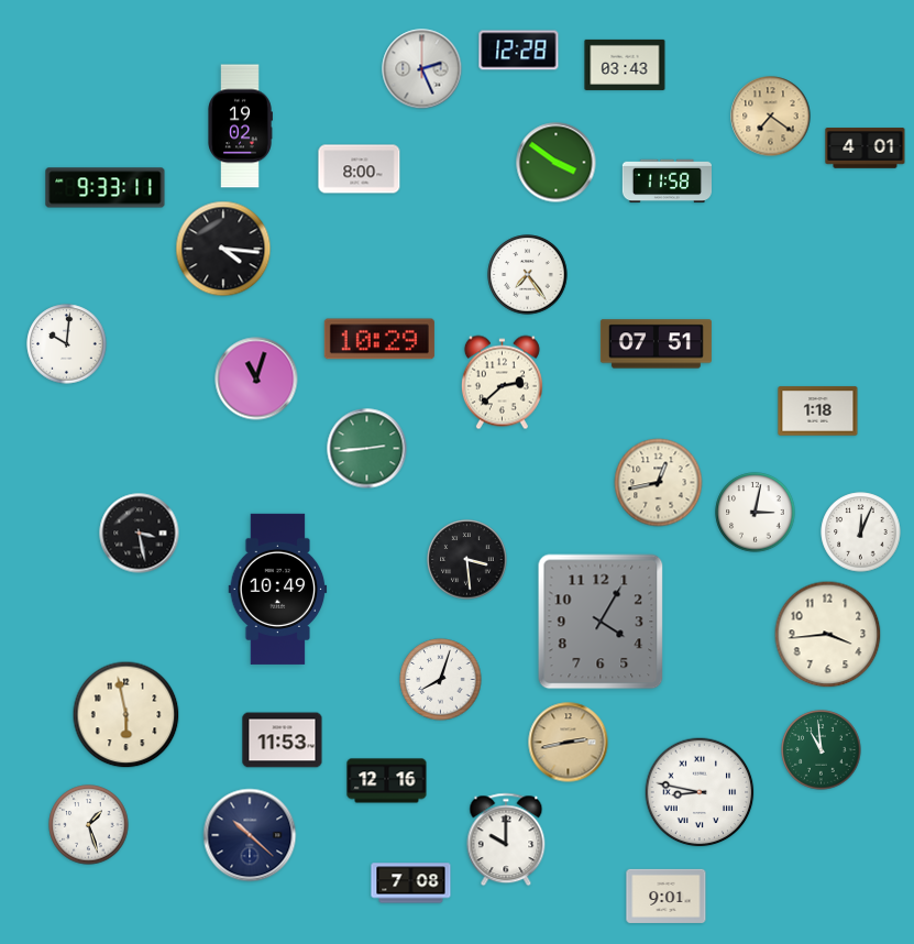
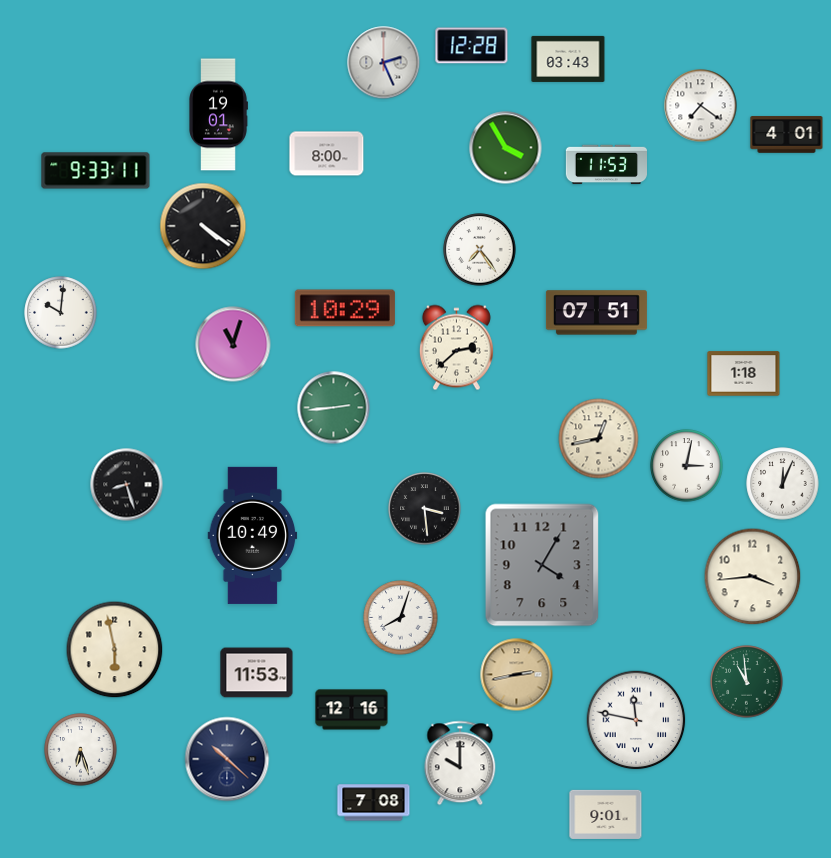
clock at (771, 117) dial: champagne -> white
clock at (240, 127): 19:02 -> 19:01
clock at (557, 163): 3:51 -> 3:55
clock at (667, 182): 11:58 -> 11:53
clock at (223, 249): 4:16 -> 4:21
clock at (140, 534): 3:28 -> 8:27
clock at (601, 622) position: (601, 622) -> (542, 565)
clock at (700, 792): 8:47 -> 11:47
clock at (89, 825): 1:27 -> 6:27
